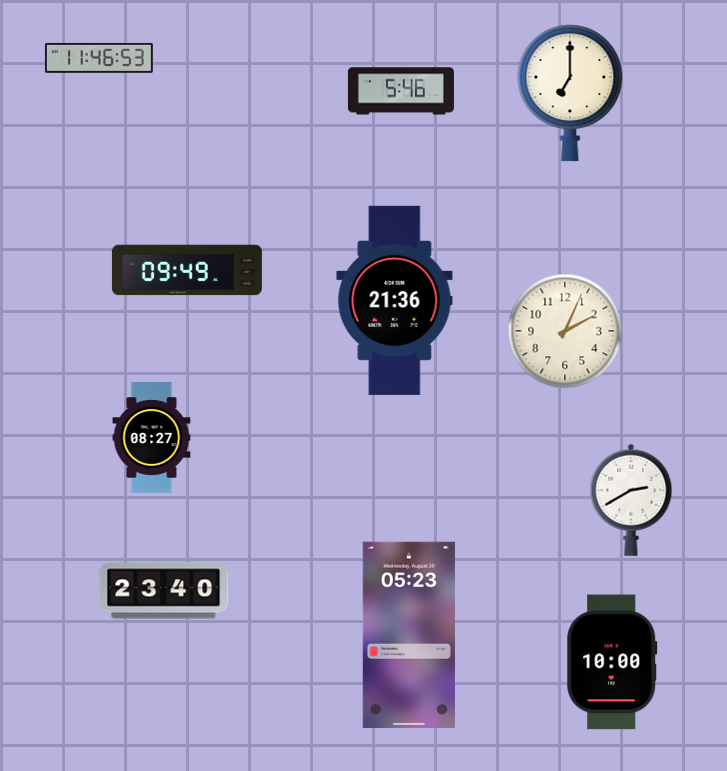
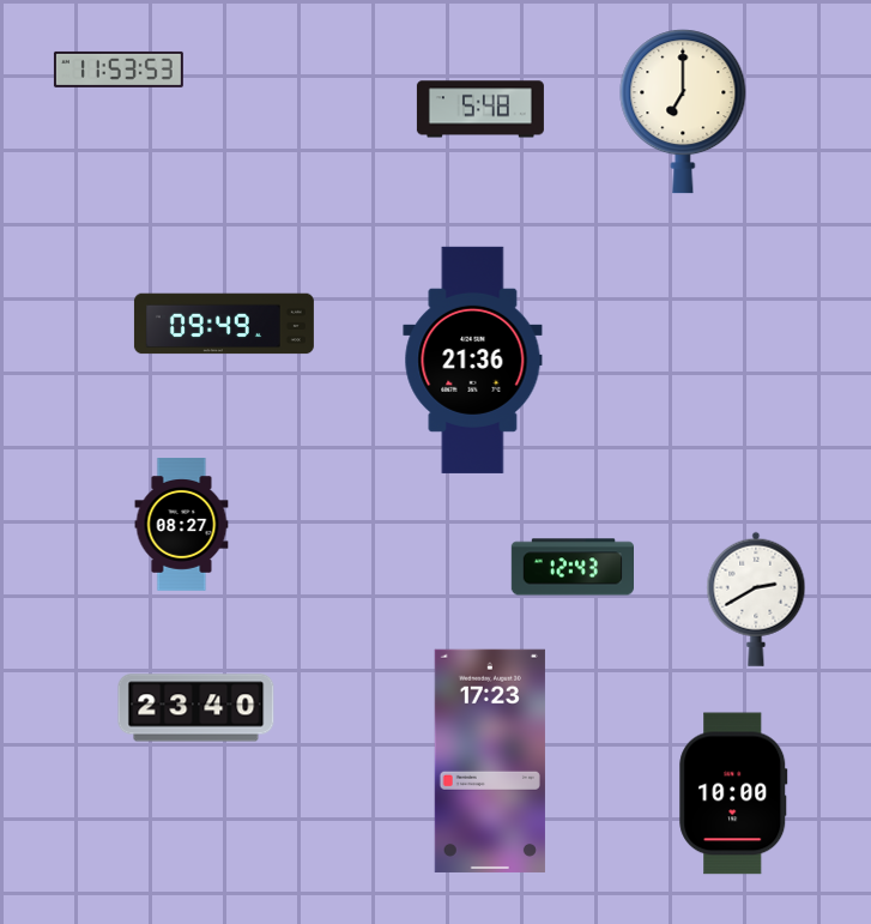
clock at (99, 58): 11:46 -> 11:53
clock at (401, 91): 5:46 -> 5:48
clock at (565, 331): 2:04 -> none
clock at (571, 567): none -> 12:43
clock at (409, 635): 05:23 -> 17:23
